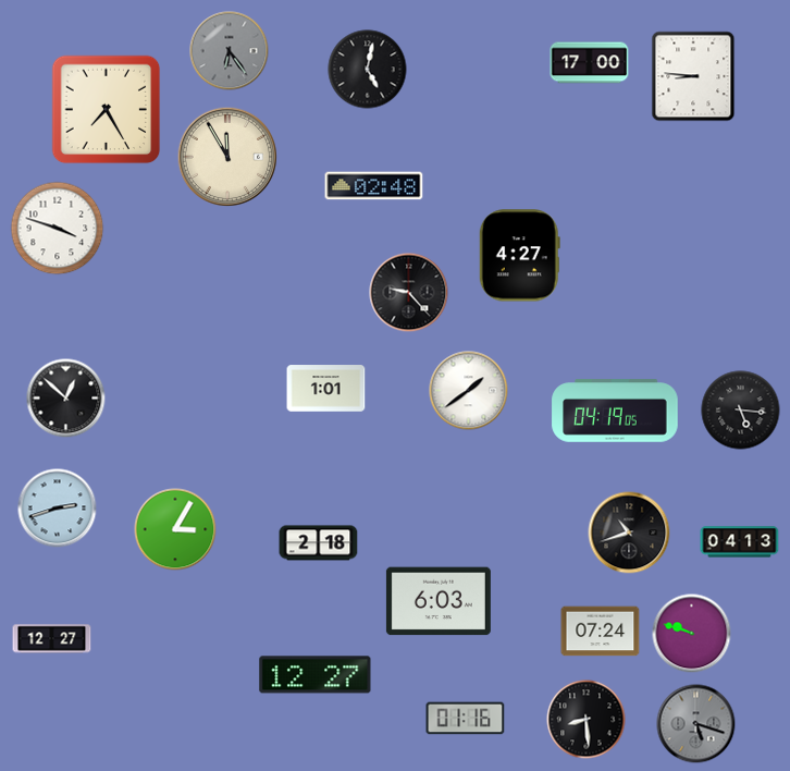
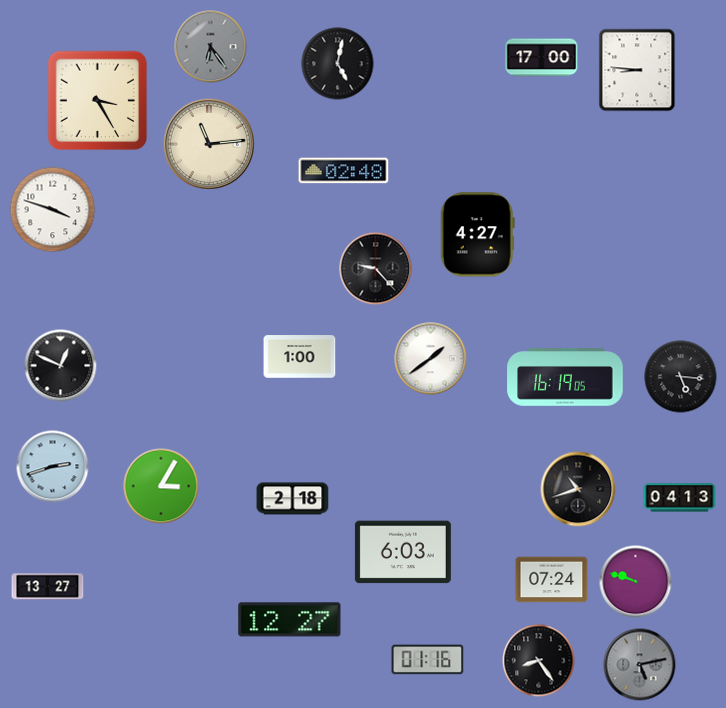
clock at (107, 110): 7:25 -> 3:25
clock at (227, 157): 11:55 -> 11:14
clock at (326, 389): 1:01 -> 1:00
clock at (66, 399): 12:52 -> 12:49
clock at (615, 411): 04:19 -> 16:19
clock at (52, 639): 12:27 -> 13:27
clock at (587, 720): 8:29 -> 8:24
clock at (696, 724): 5:18 -> 5:13
